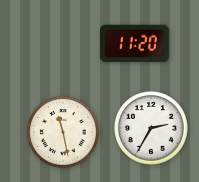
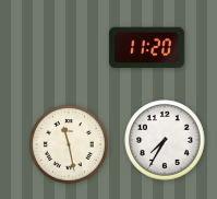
clock at (151, 128): 2:35 -> 7:35
